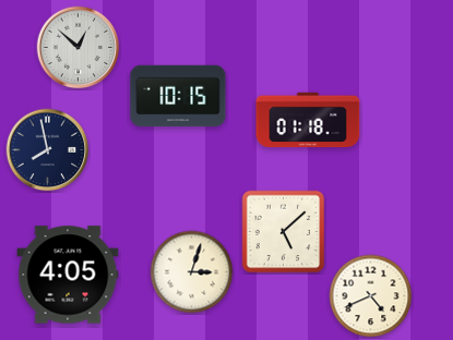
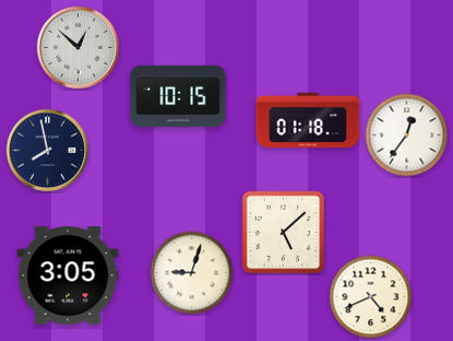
clock at (407, 136): none -> 12:36
clock at (192, 272): 3:03 -> 9:03
clock at (68, 275): 4:05 -> 3:05
